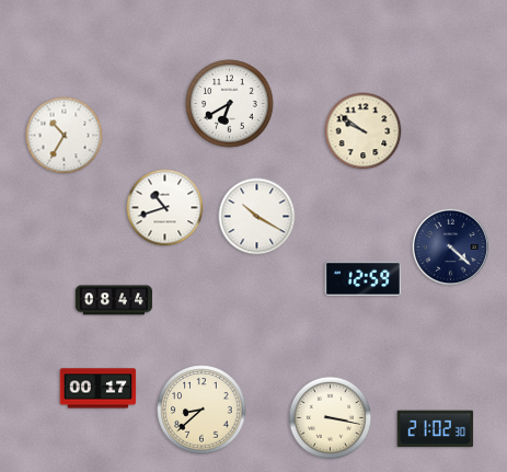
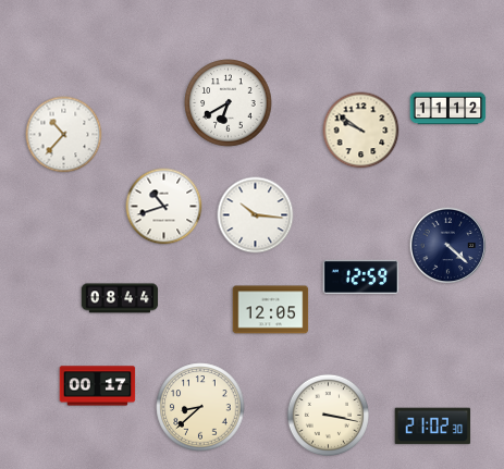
clock at (448, 109): none -> 11:12
clock at (65, 136): 10:35 -> 10:37
clock at (257, 217): 10:20 -> 10:16
clock at (114, 300) position: (114, 300) -> (120, 298)
clock at (271, 310): none -> 12:05
